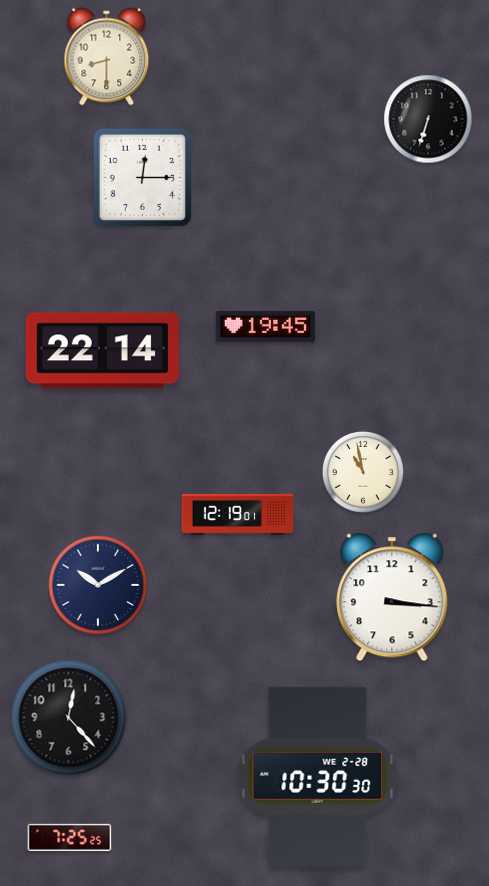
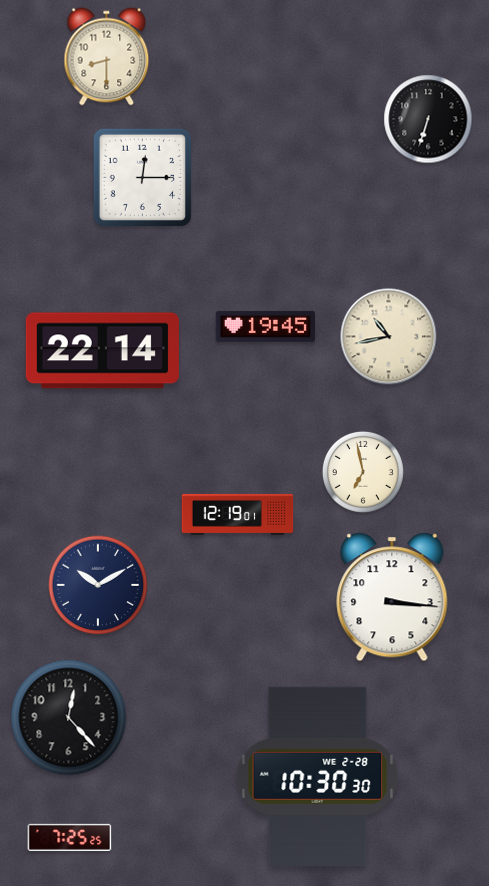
clock at (389, 337): none -> 10:43
clock at (363, 472): 10:58 -> 6:58
